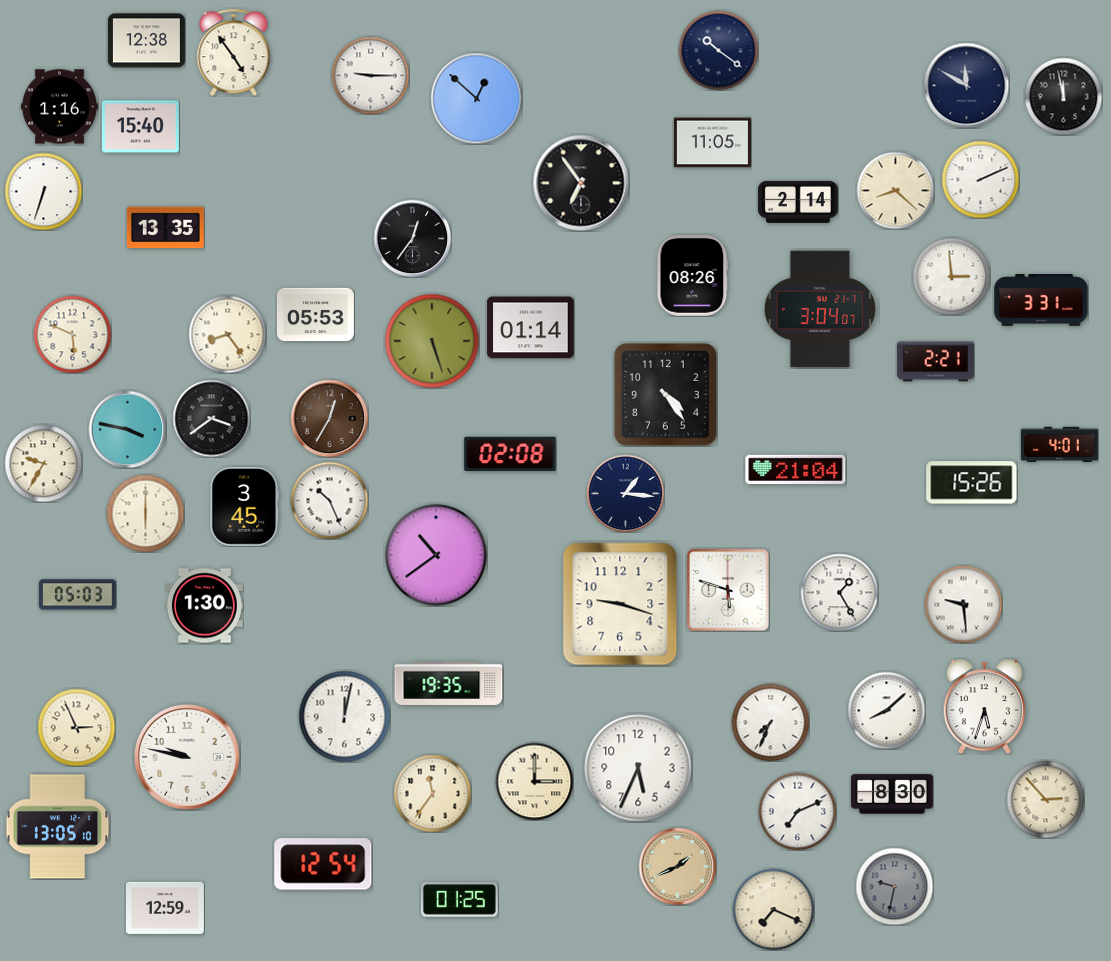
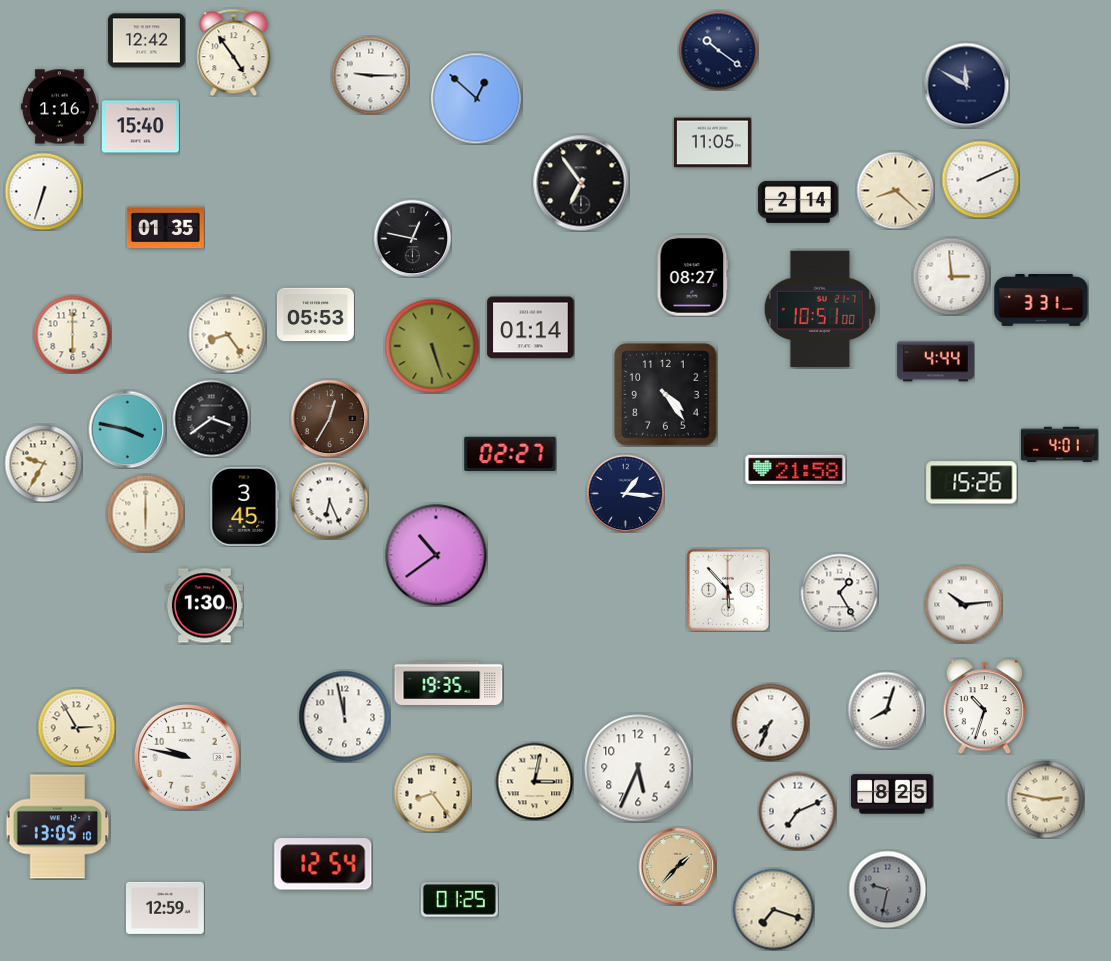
clock at (146, 41): 12:38 -> 12:42
clock at (1063, 96): 11:58 -> none
clock at (165, 228): 13:35 -> 01:35
clock at (412, 238): 12:36 -> 12:47
clock at (693, 276): 08:26 -> 08:27
clock at (820, 309): 3:04 -> 10:51
clock at (72, 334): 5:49 -> 6:00
clock at (432, 341) position: (432, 341) -> (432, 346)
clock at (935, 362): 2:21 -> 4:44
clock at (510, 454): 02:08 -> 02:27
clock at (796, 469): 21:04 -> 21:58
clock at (329, 500): 10:26 -> 6:26
clock at (728, 590): 5:48 -> 5:53
clock at (77, 595): 05:03 -> none
clock at (620, 604): 9:18 -> none
clock at (963, 604): 9:29 -> 10:14
clock at (985, 706): 5:33 -> 10:33
clock at (886, 710): 8:08 -> 8:03
clock at (344, 716): 12:02 -> 11:58
clock at (76, 727): 2:56 -> 2:55
clock at (534, 781): 3:00 -> 3:02
clock at (432, 793): 11:36 -> 8:24
clock at (892, 794): 8:30 -> 8:25
clock at (1045, 799): 2:53 -> 2:47
clock at (677, 866): 1:41 -> 1:37
clock at (894, 886) position: (894, 886) -> (887, 889)
clock at (773, 909): 7:19 -> 7:18
